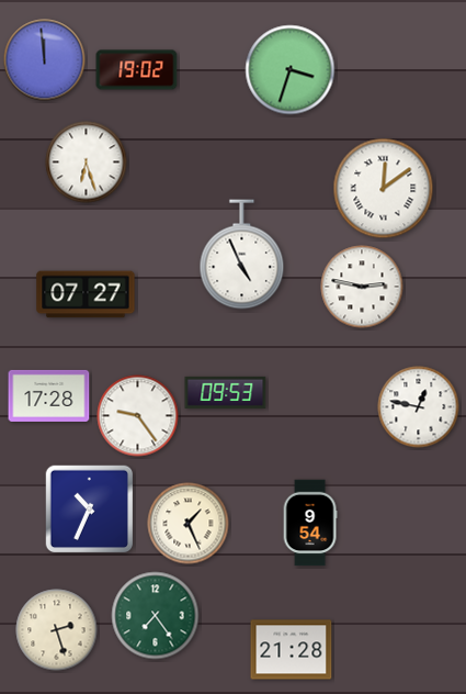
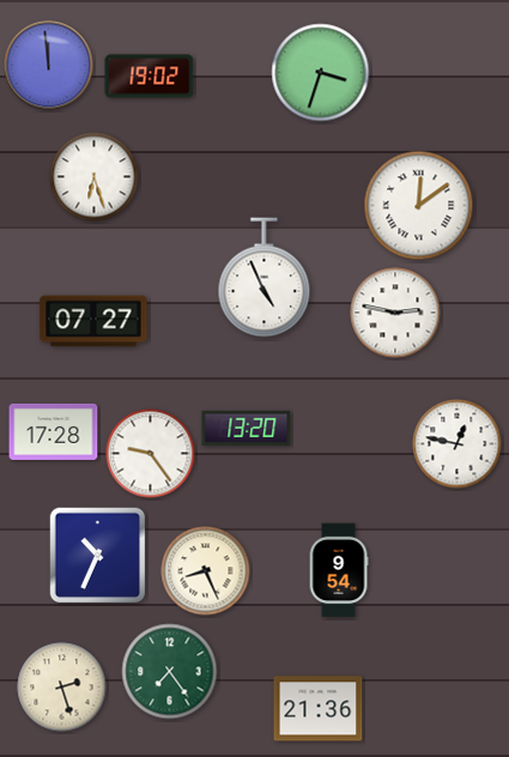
clock at (291, 70) position: (291, 70) -> (321, 73)
clock at (226, 392): 09:53 -> 13:20
clock at (189, 524): 1:26 -> 8:26
clock at (292, 650): 21:28 -> 21:36
